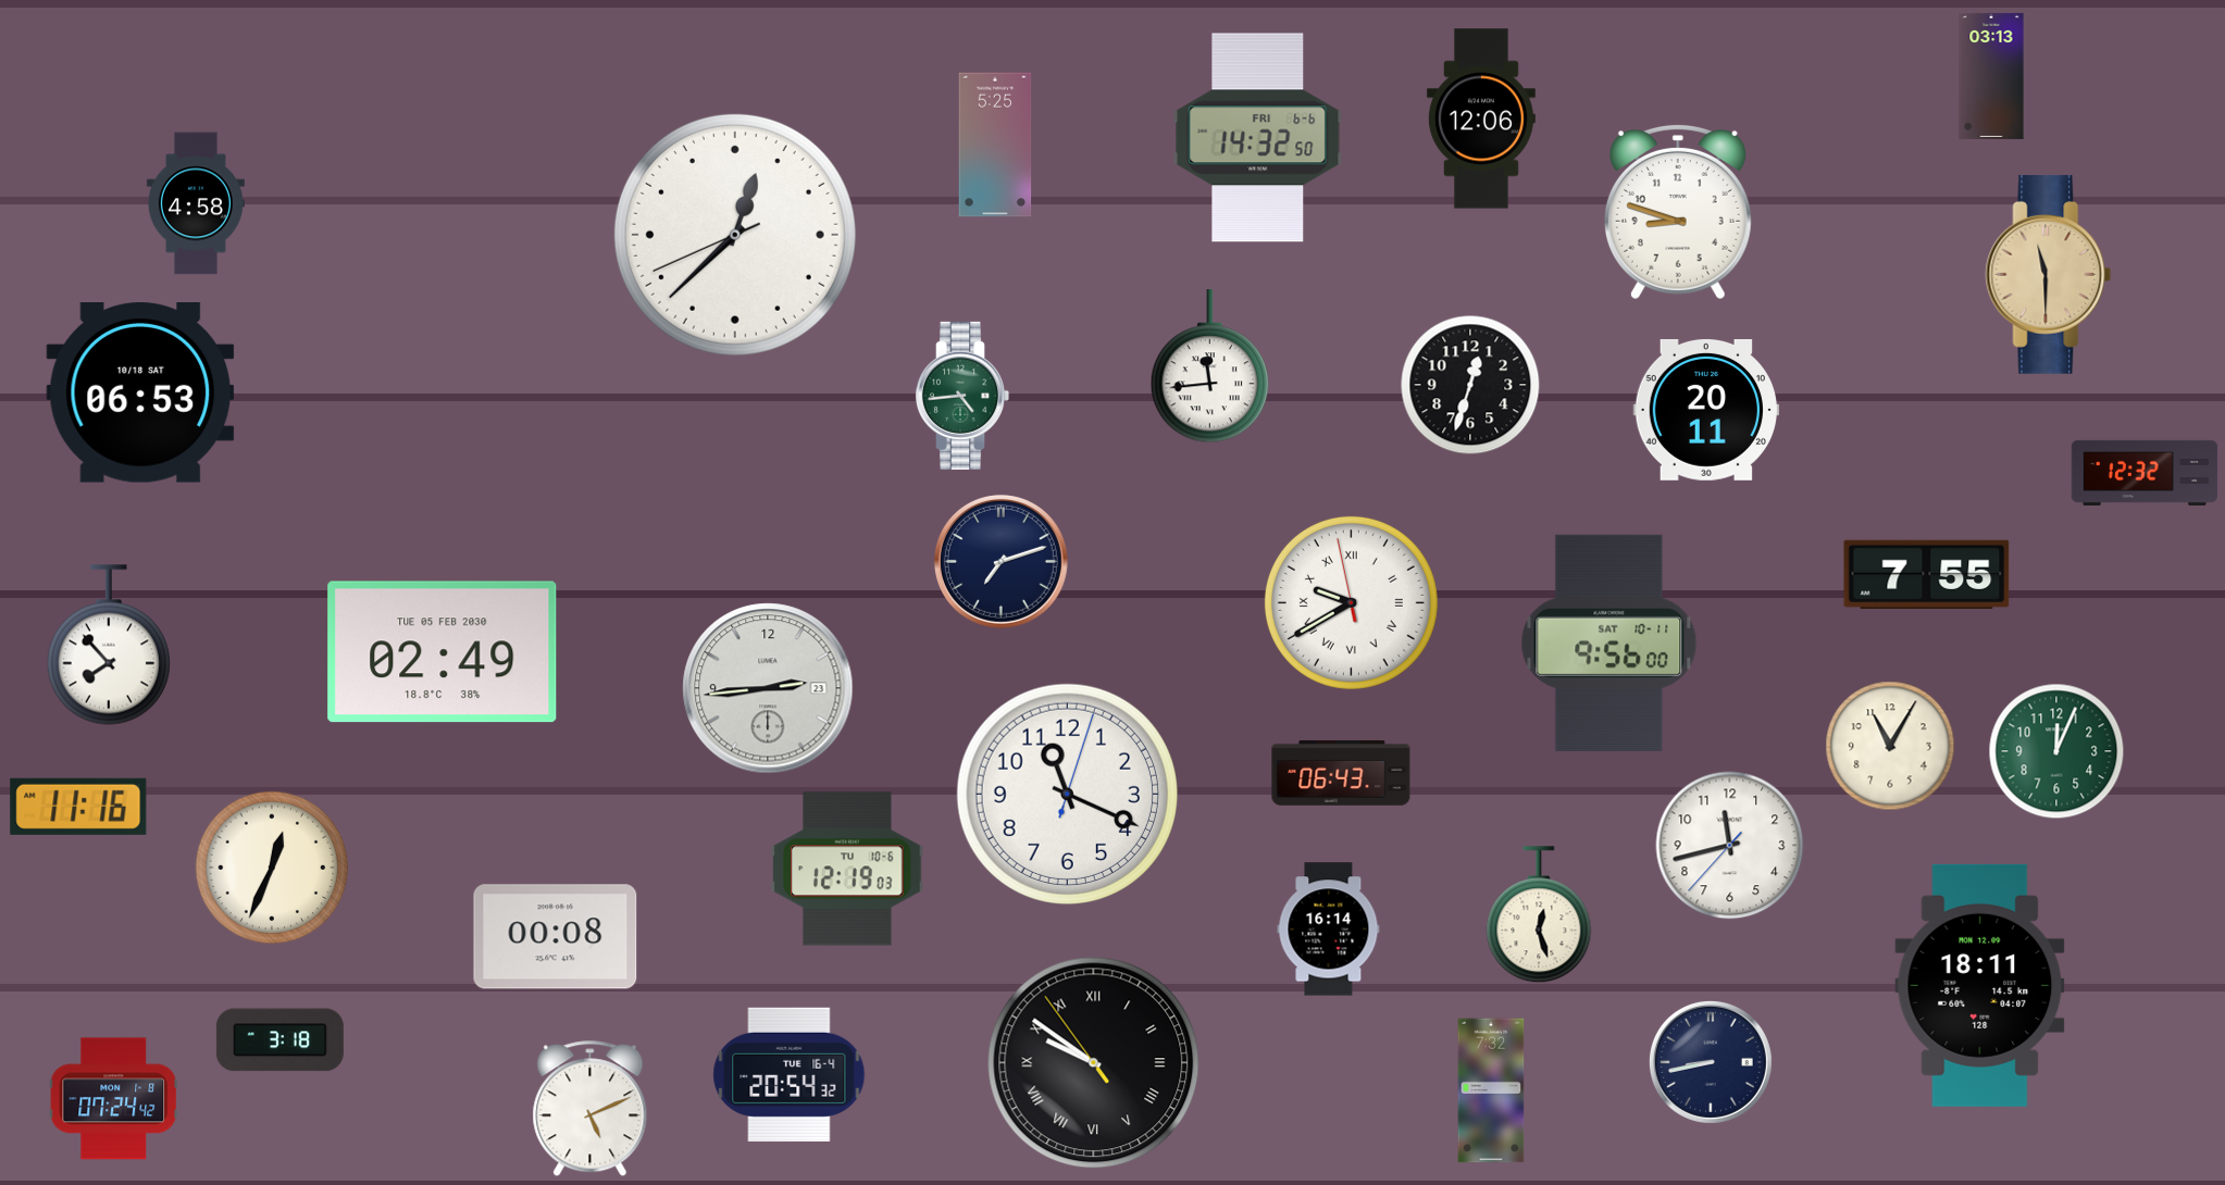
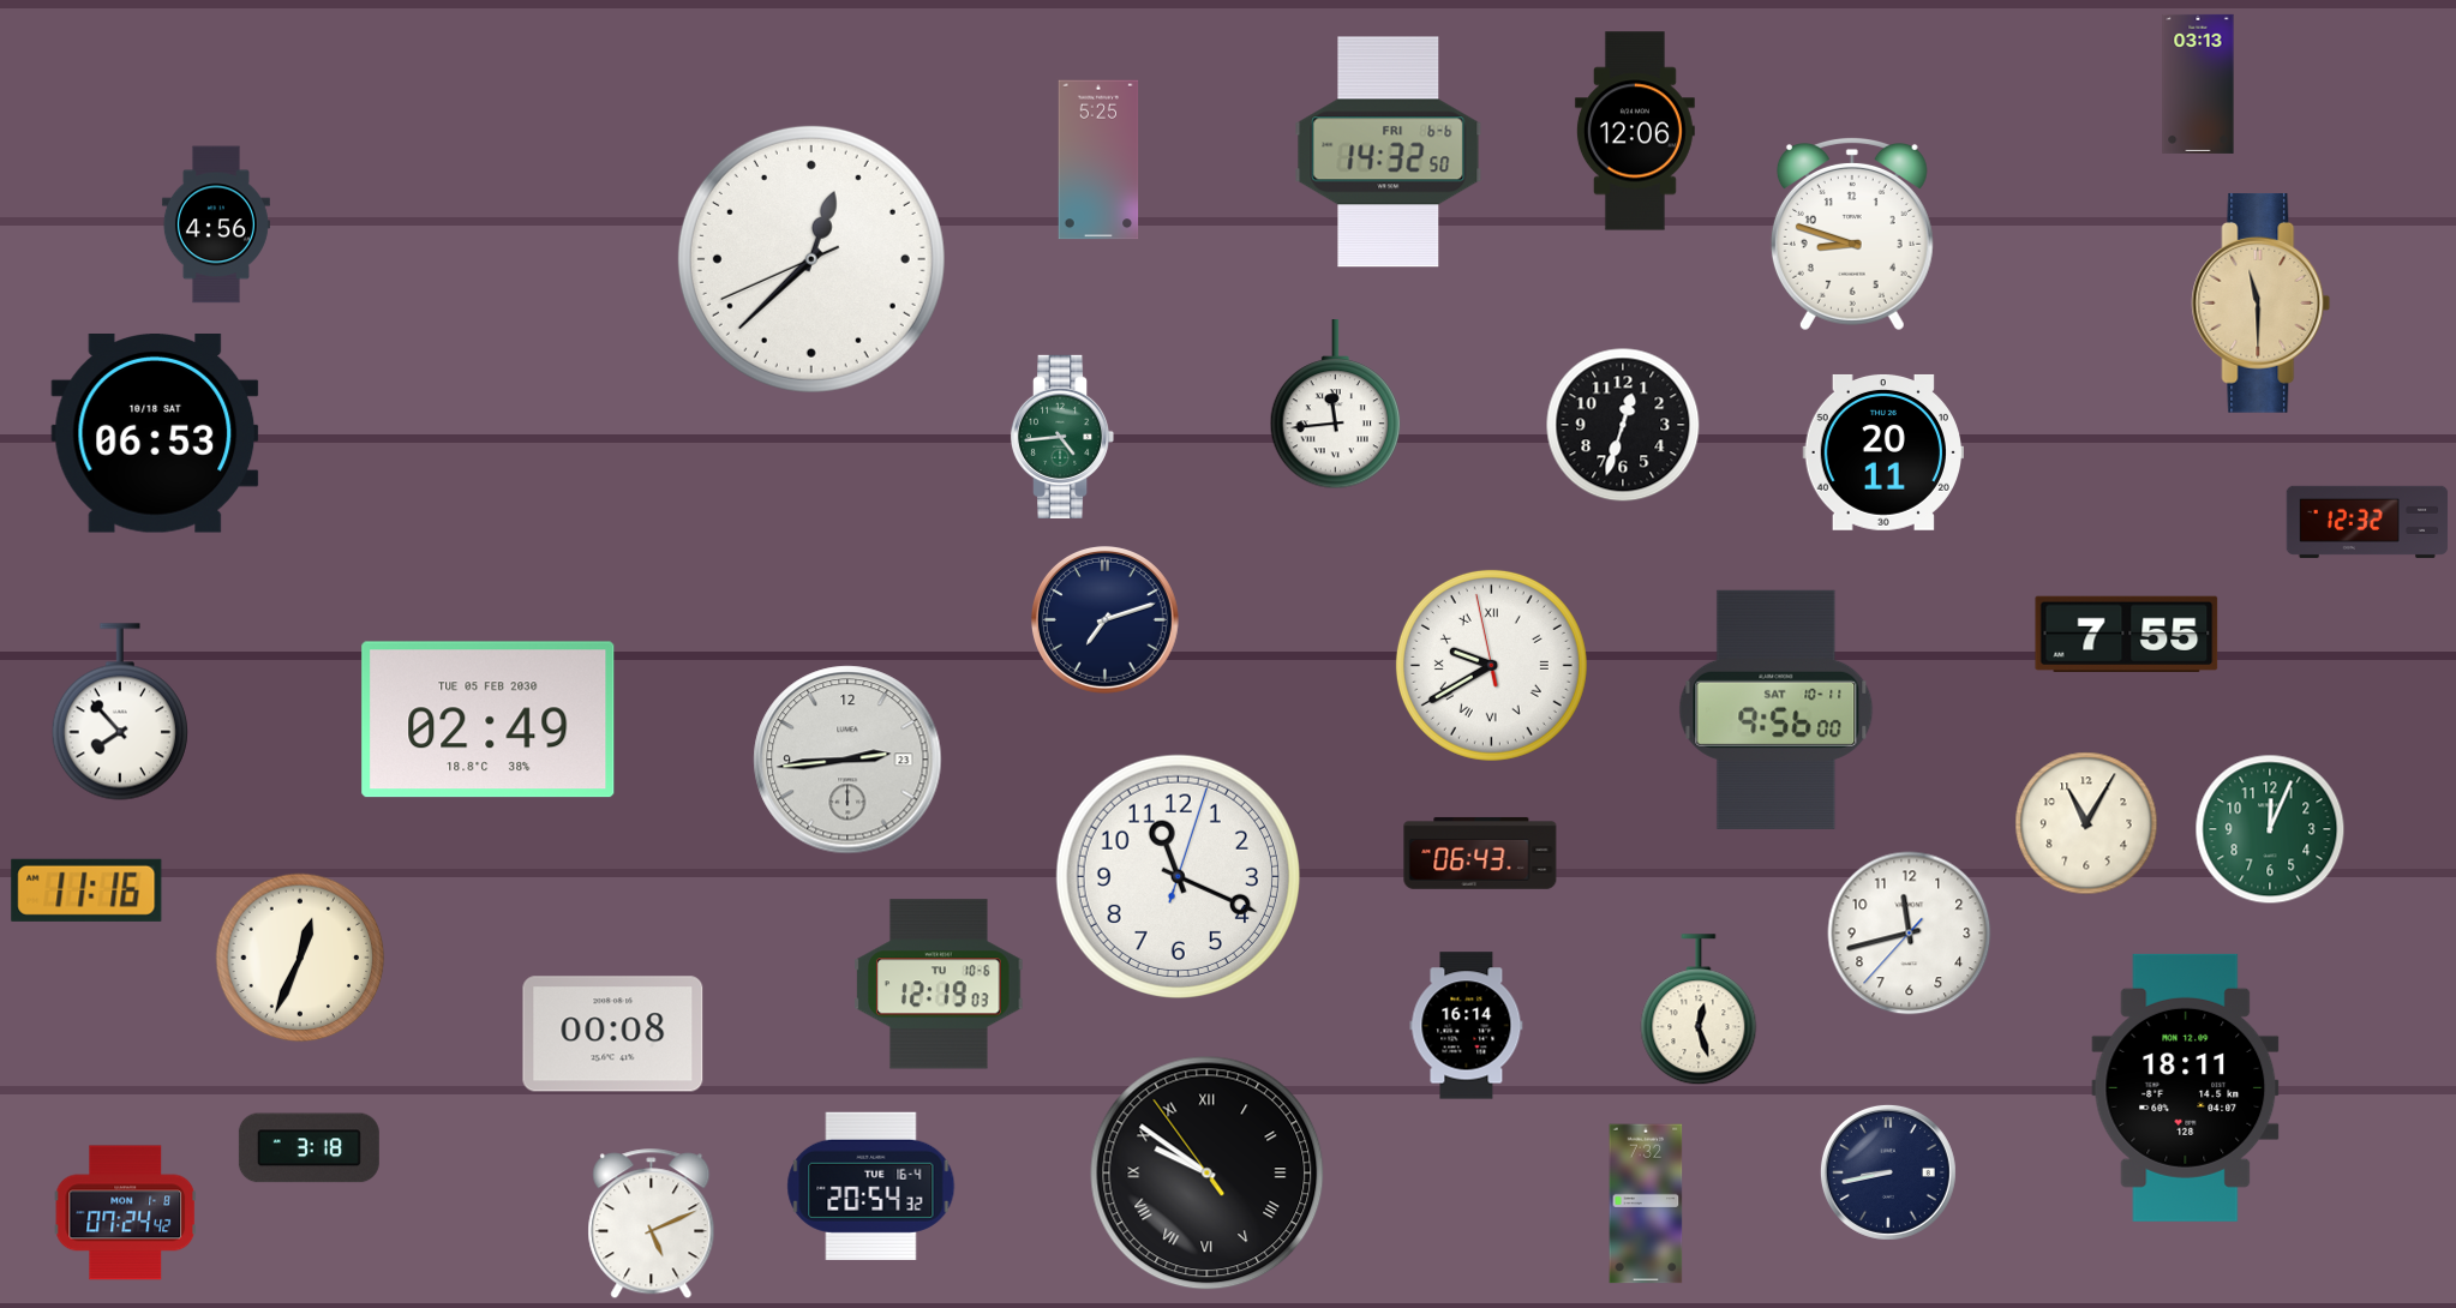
clock at (196, 203): 4:58 -> 4:56
clock at (847, 869) position: (847, 869) -> (939, 984)
